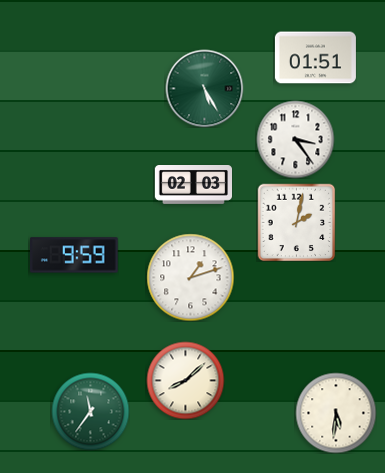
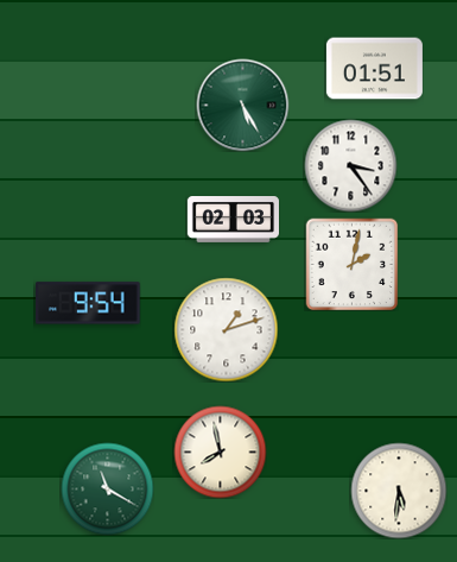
clock at (193, 185) position: (193, 185) -> (233, 220)
clock at (75, 255): 9:59 -> 9:54
clock at (185, 380): 8:08 -> 7:58
clock at (90, 411): 11:36 -> 11:20
